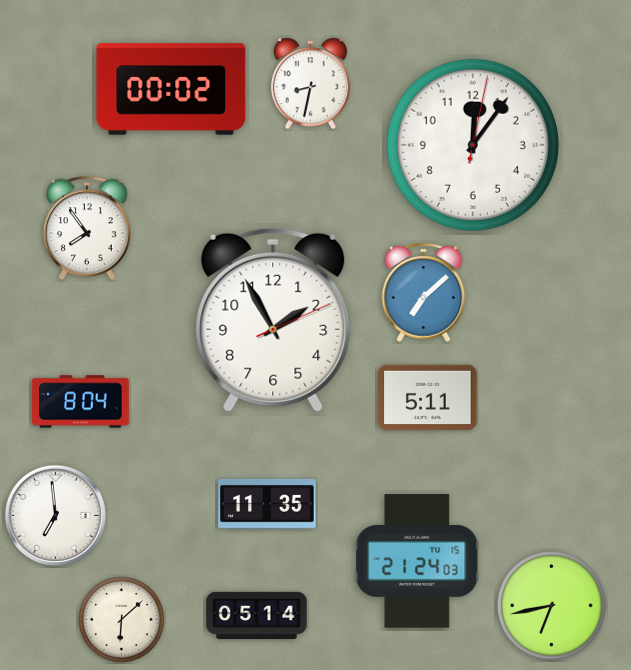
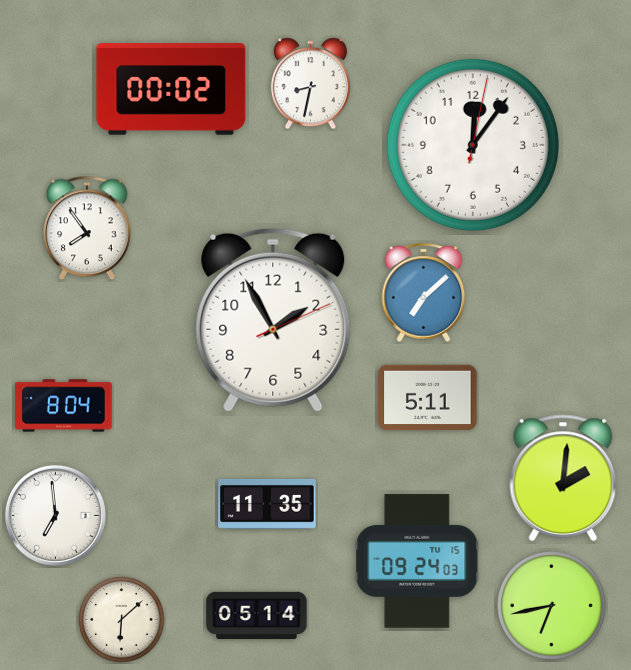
clock at (81, 402) position: (81, 402) -> (64, 406)
clock at (563, 478): none -> 2:01
clock at (417, 561): 21:24 -> 09:24
